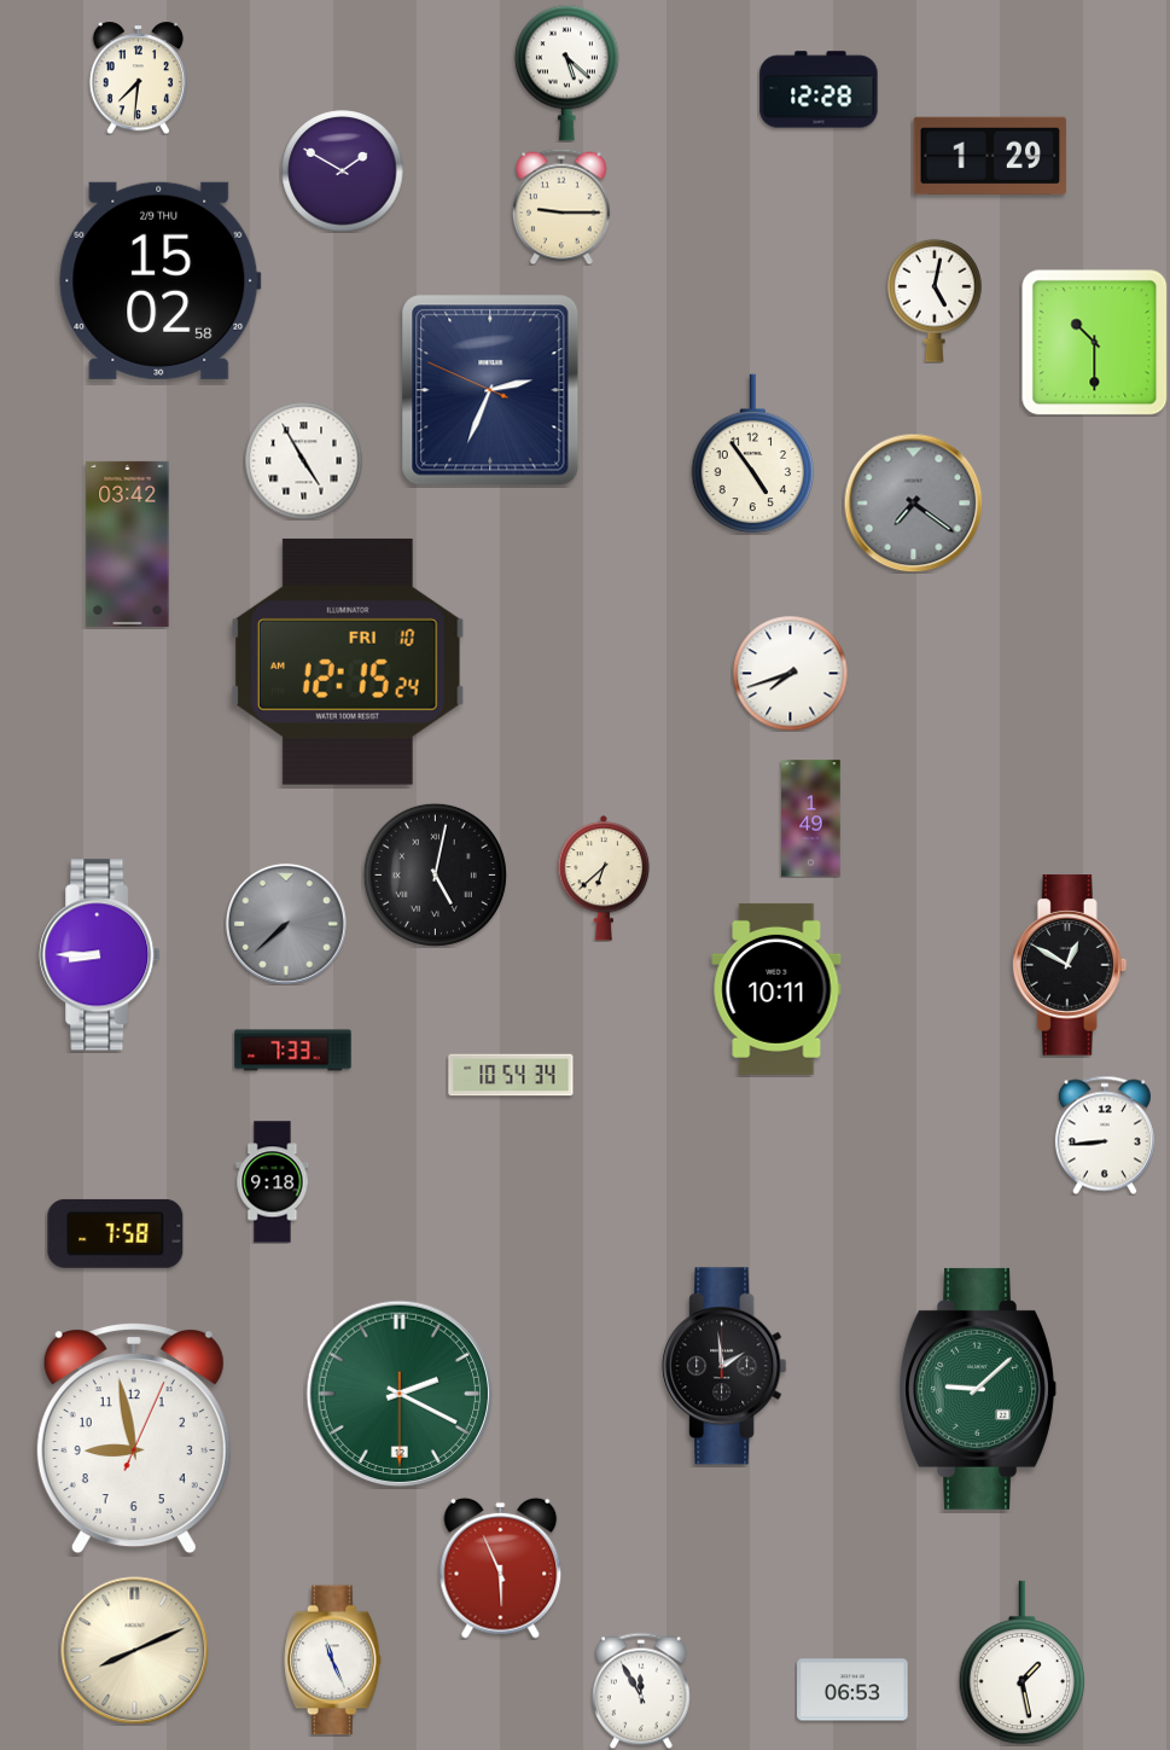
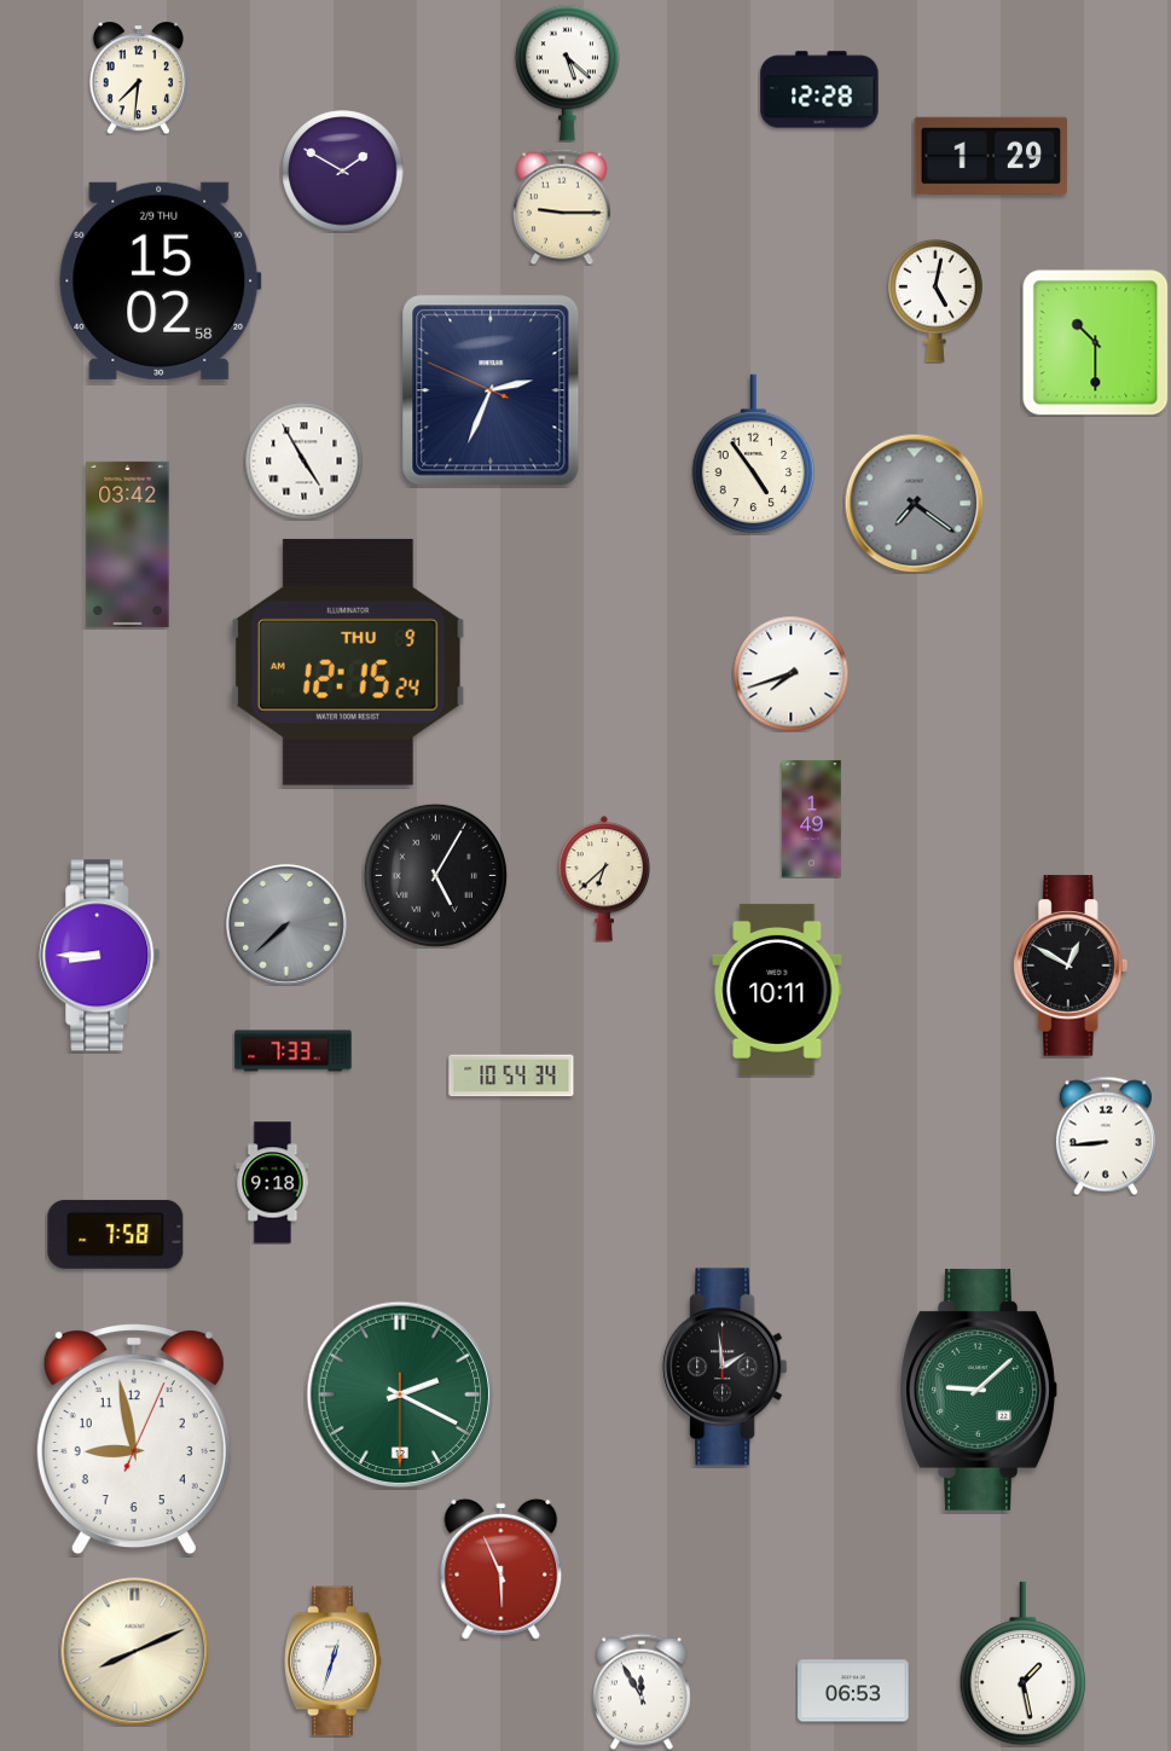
clock at (348, 662) date: FRI 10 -> THU 9
clock at (435, 874): 5:02 -> 5:05
clock at (333, 1661): 11:26 -> 12:33
